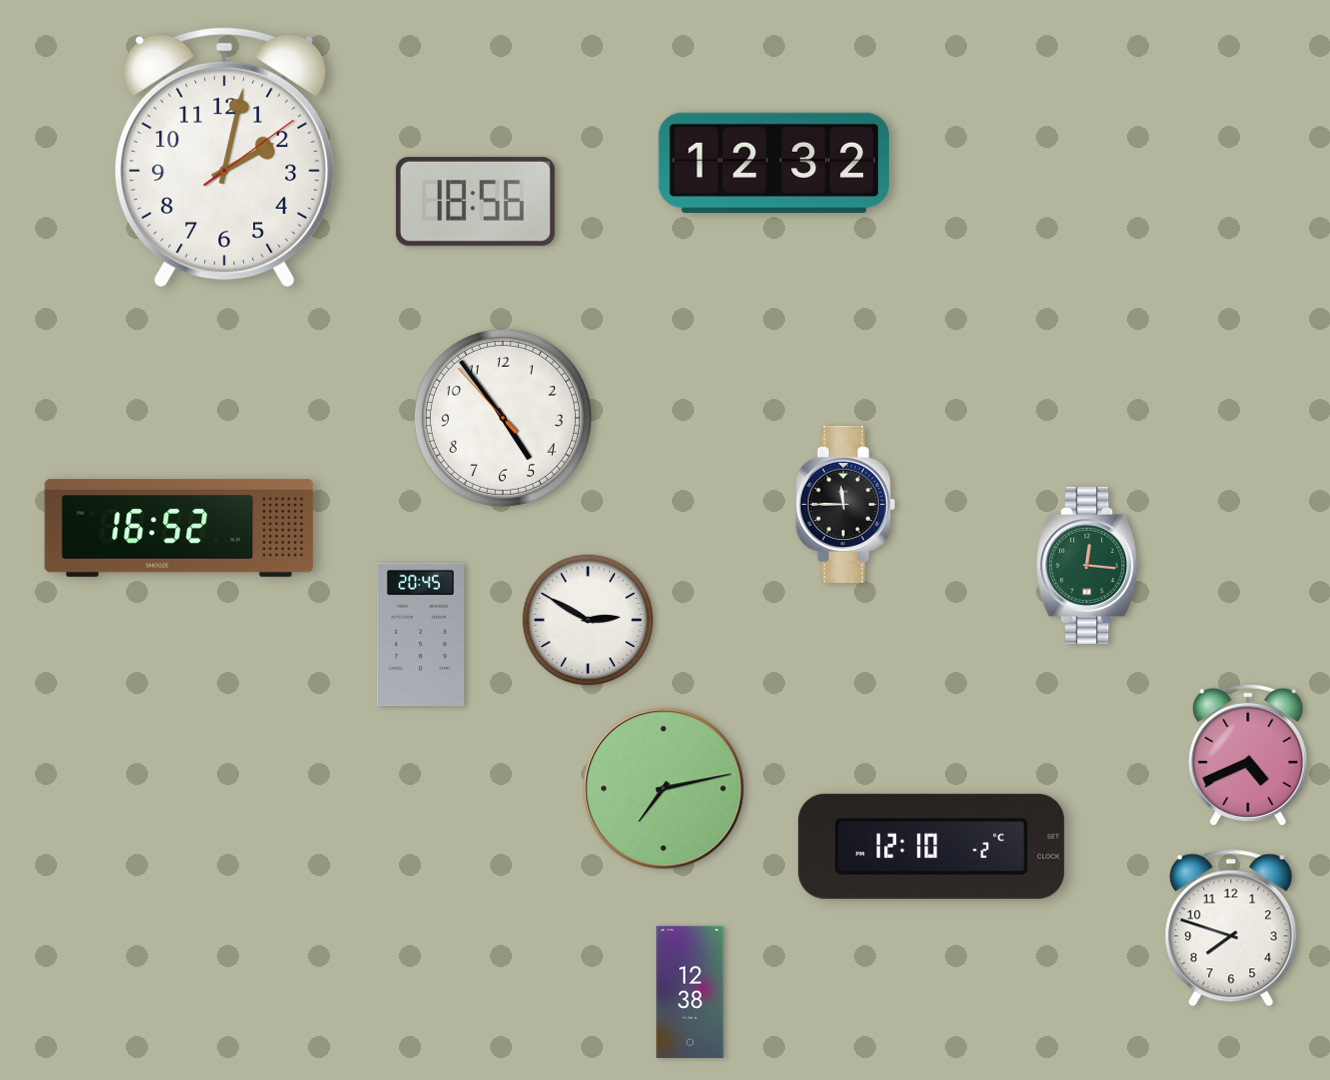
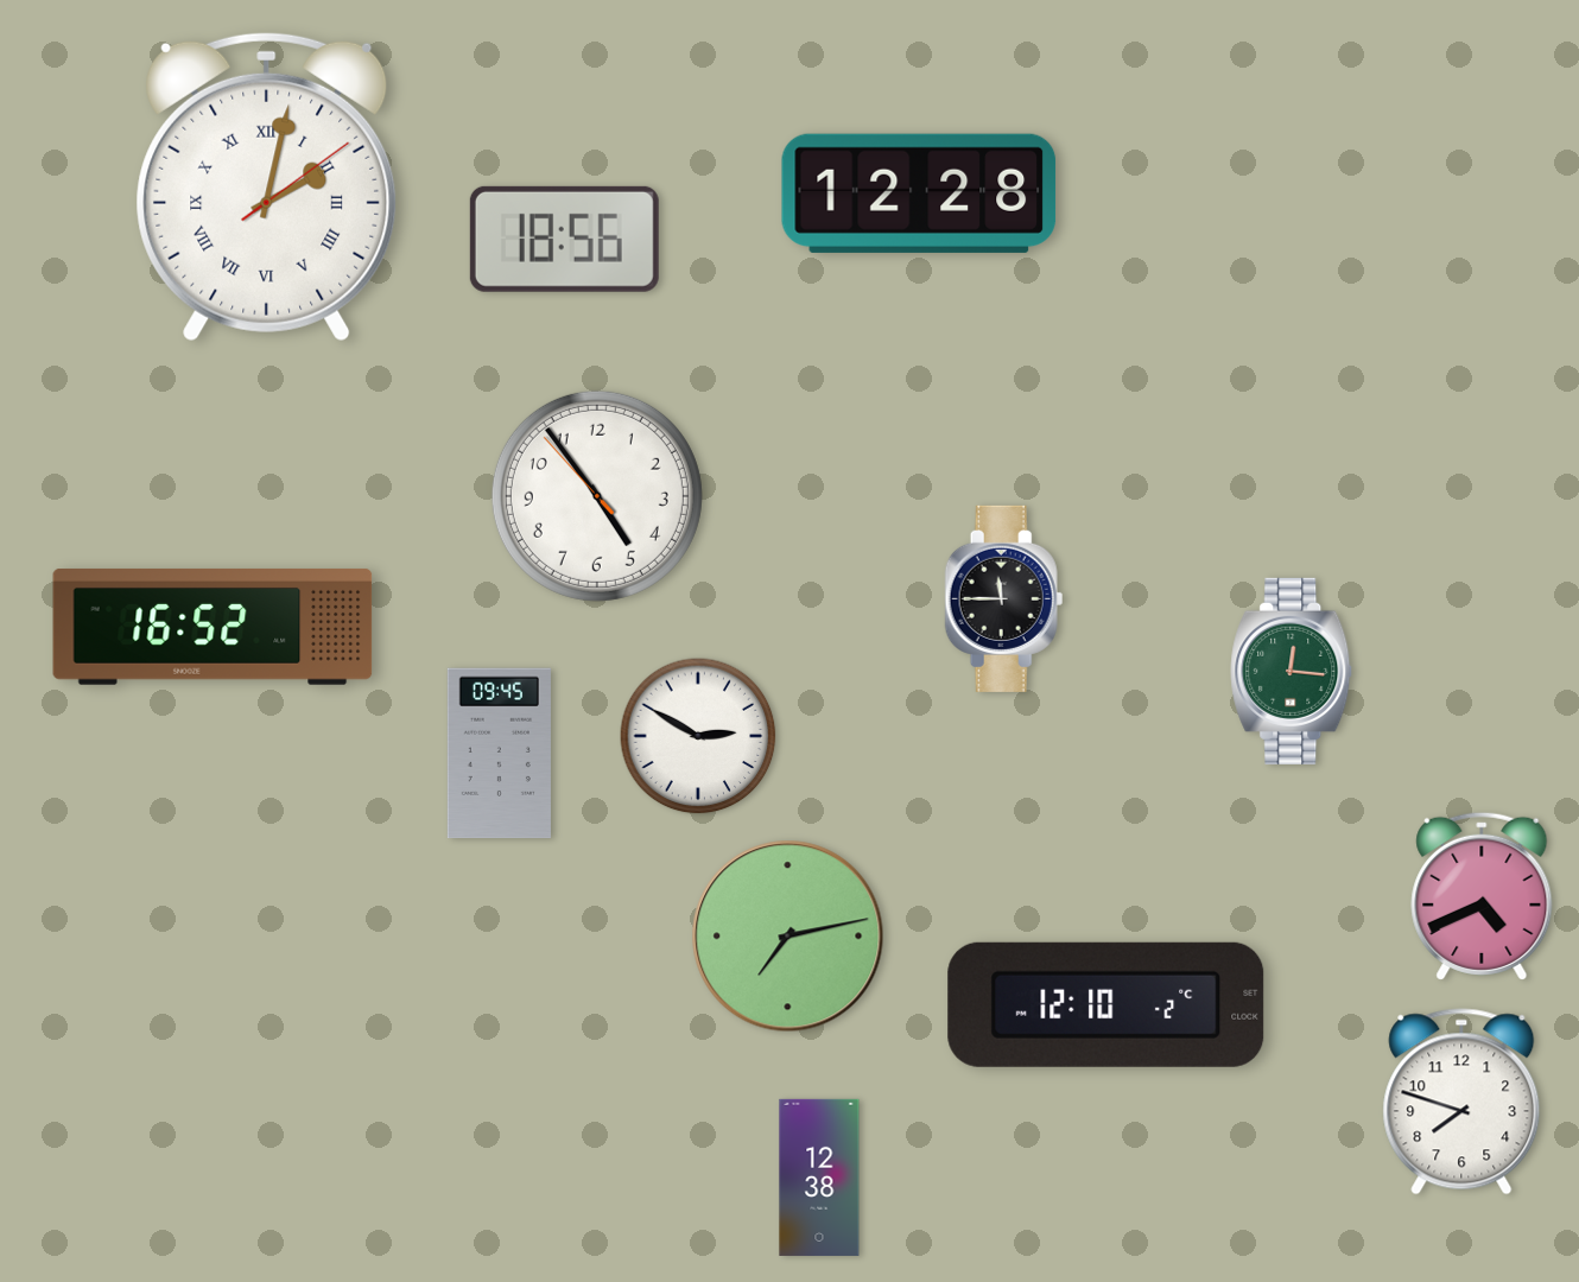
clock at (225, 157) numerals: Arabic -> Roman
clock at (774, 163): 12:32 -> 12:28
clock at (420, 635): 20:45 -> 09:45
